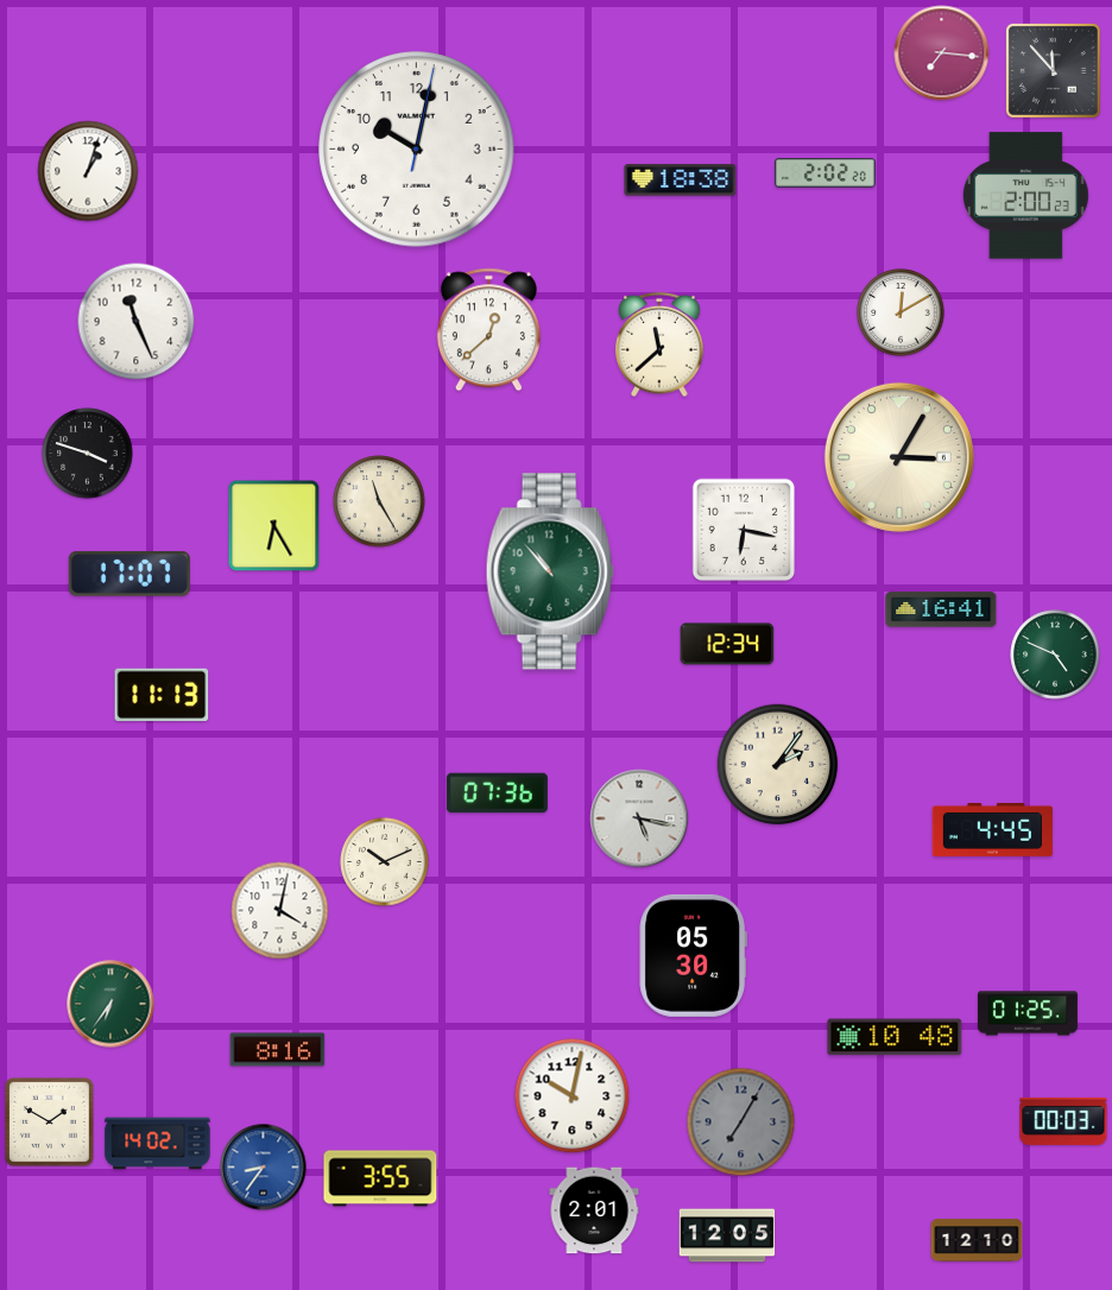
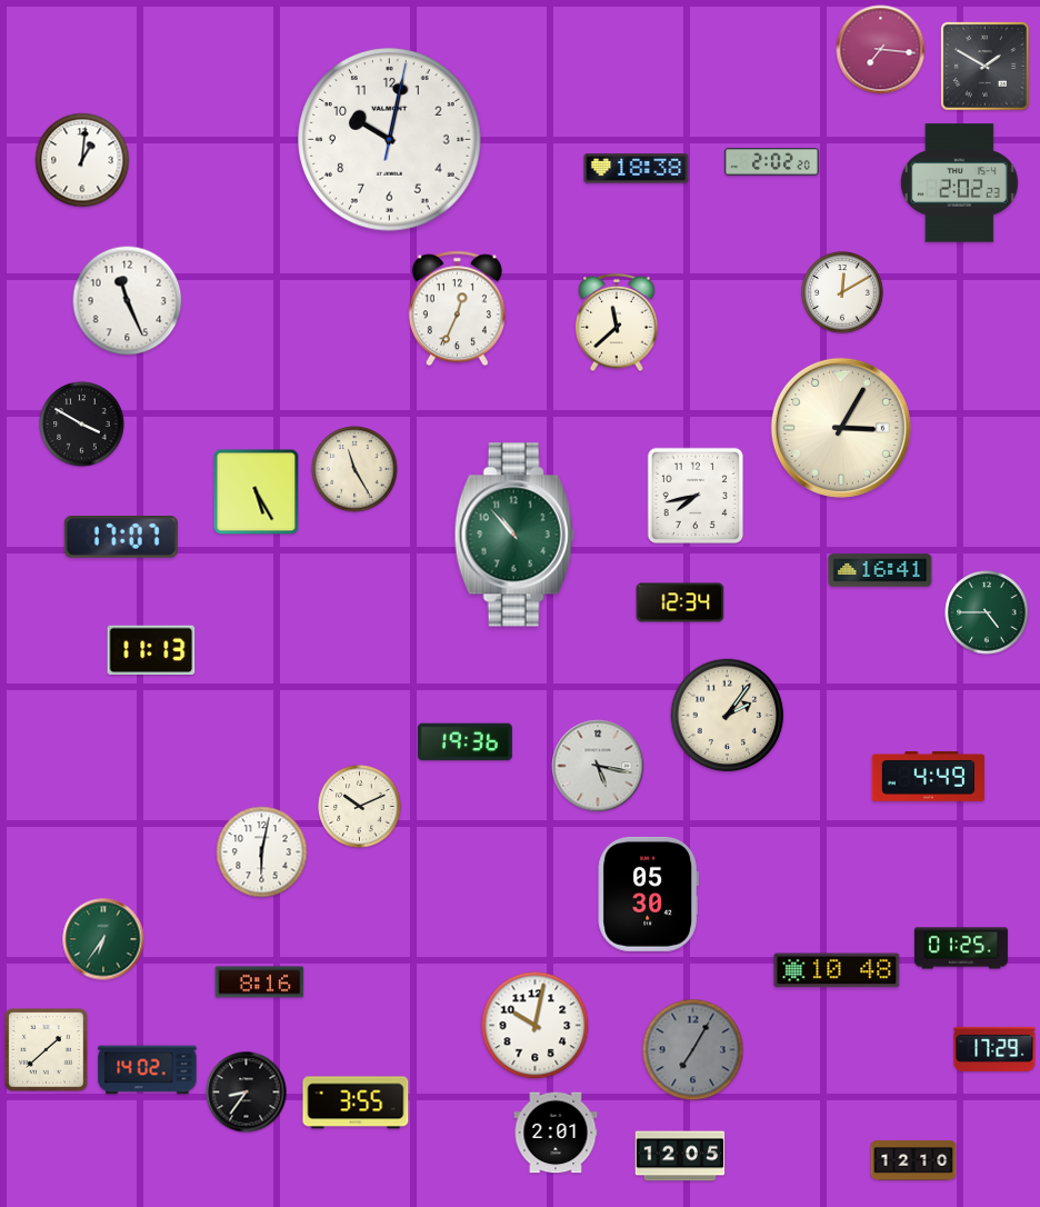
clock at (1054, 71): 11:53 -> 1:50
clock at (88, 171): 1:03 -> 1:01
clock at (1025, 196): 2:00 -> 2:02
clock at (488, 330): 12:38 -> 12:34
clock at (88, 454): 3:48 -> 3:50
clock at (274, 526): 6:25 -> 5:25
clock at (744, 530): 6:17 -> 7:43
clock at (1055, 655): 4:49 -> 4:45
clock at (497, 793): 07:36 -> 19:36
clock at (992, 829): 4:45 -> 4:49
clock at (280, 911): 4:02 -> 6:02
clock at (1063, 1121): 00:03 -> 17:29
clock at (50, 1123): 1:50 -> 1:38
clock at (264, 1168) dial: blue -> black
